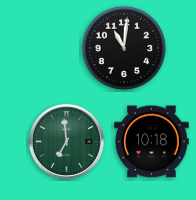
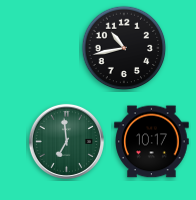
clock at (124, 48): 11:01 -> 10:43
clock at (152, 142): 10:18 -> 10:17
